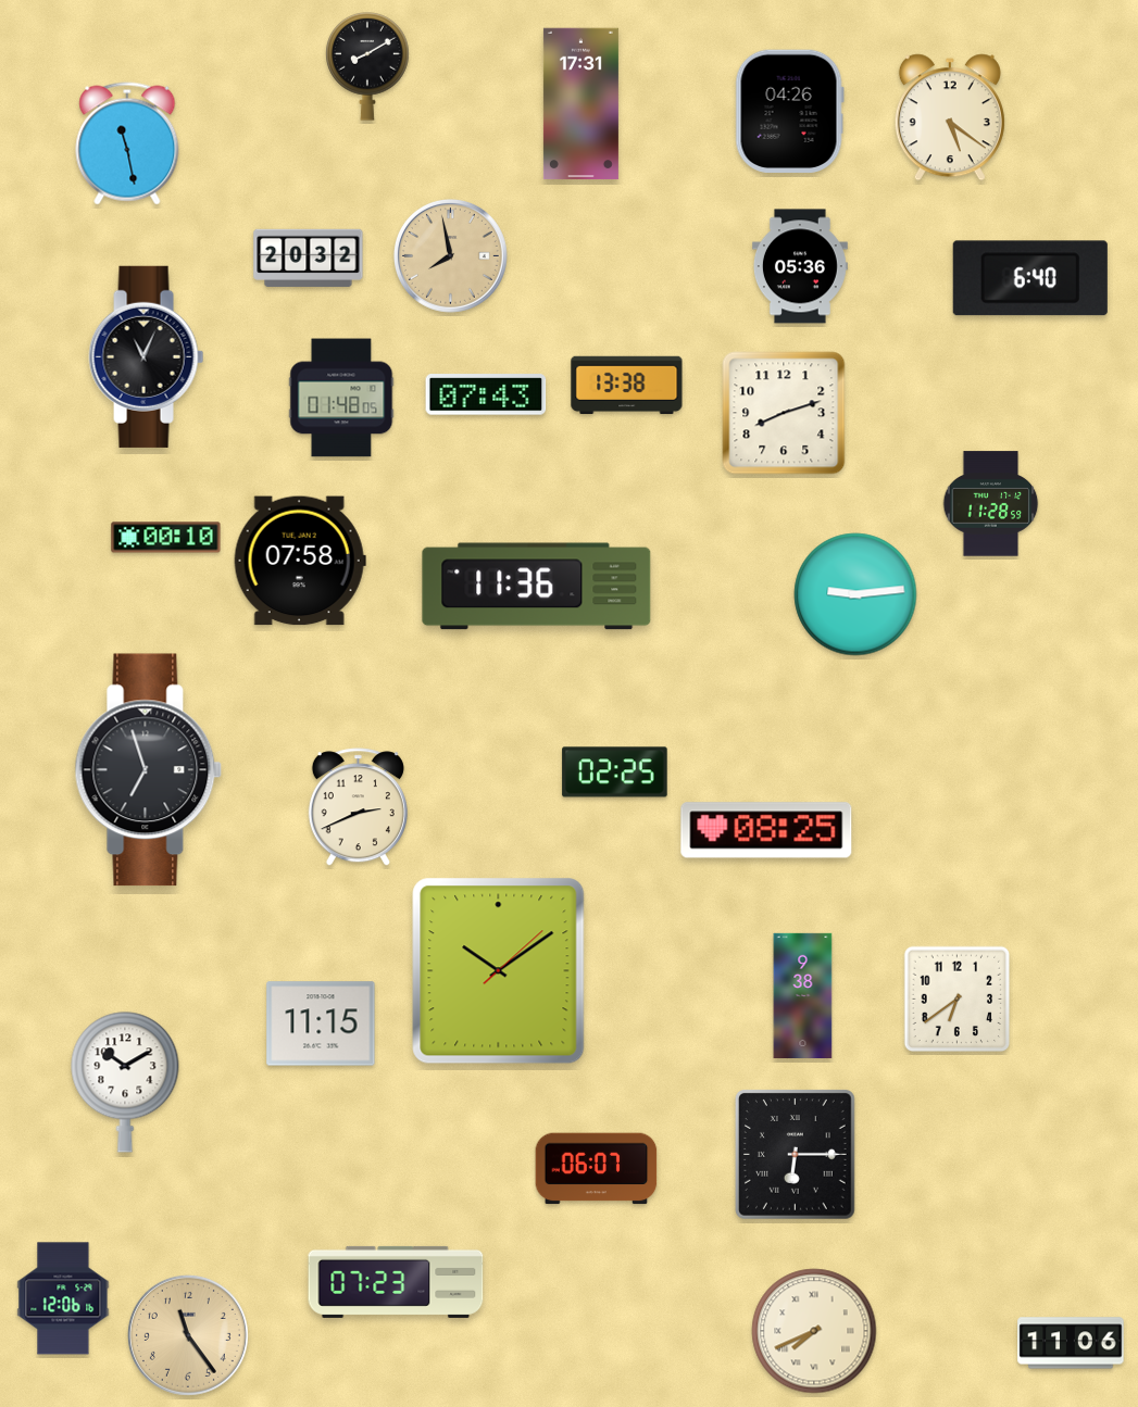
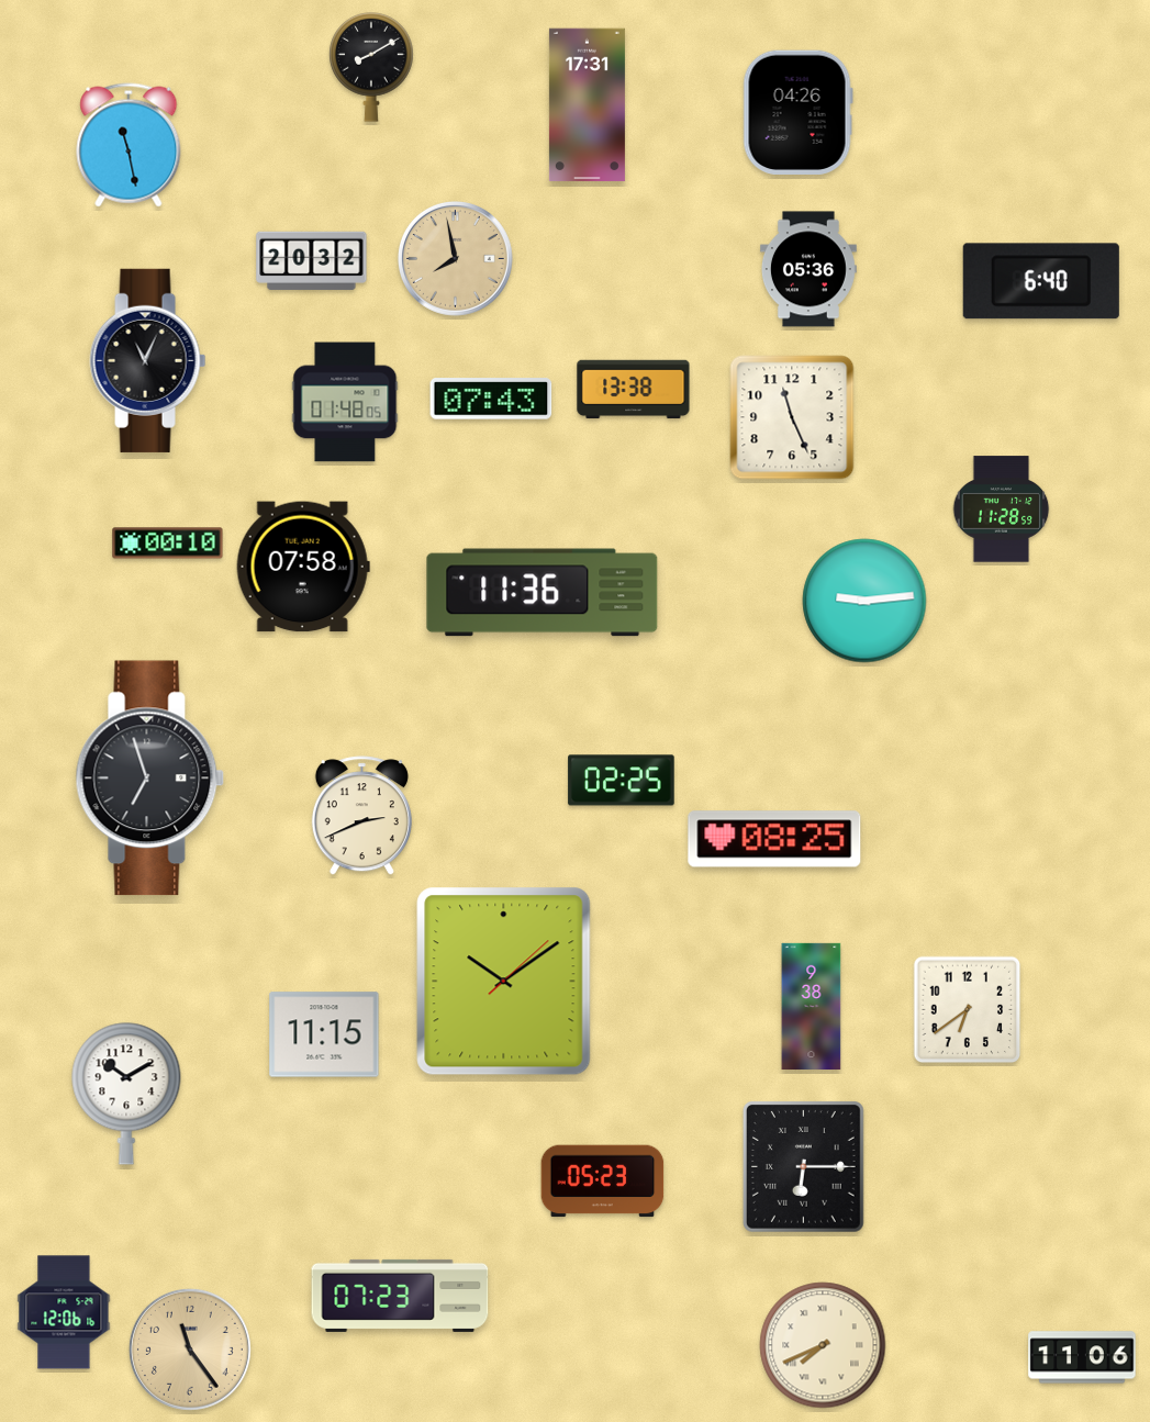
clock at (950, 117): 5:21 -> none
clock at (784, 413): 8:12 -> 11:26
clock at (597, 1169): 06:07 -> 05:23
